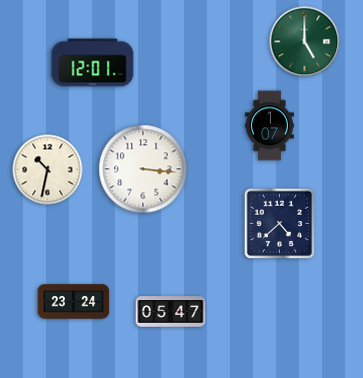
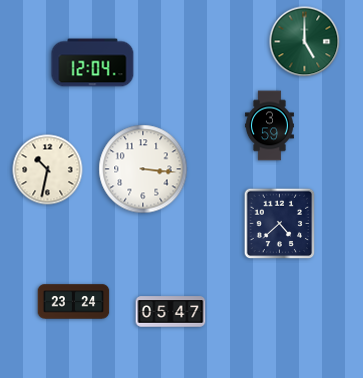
clock at (93, 63): 12:01 -> 12:04
clock at (270, 126): 1:07 -> 3:59
